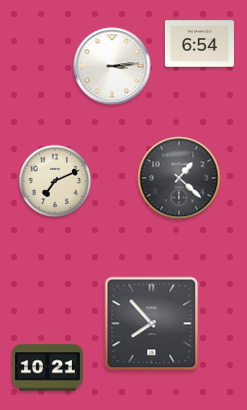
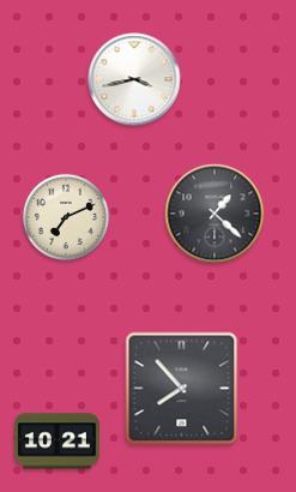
clock at (199, 44): 6:54 -> none
clock at (112, 66): 3:14 -> 3:43
